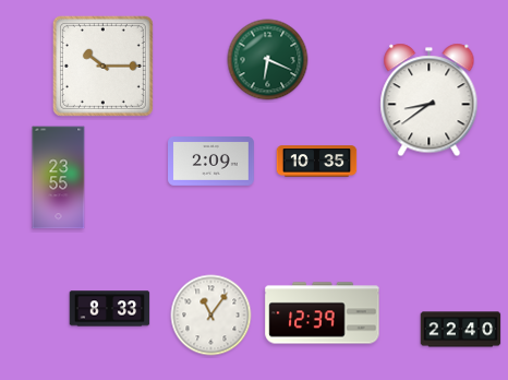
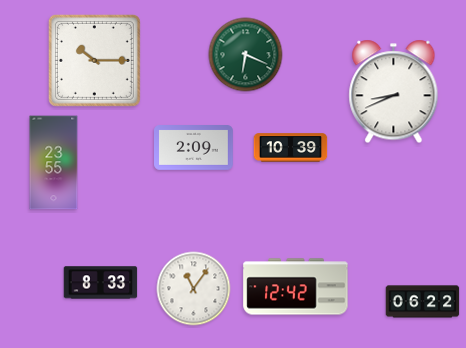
clock at (430, 100): 8:39 -> 8:41
clock at (317, 162): 10:35 -> 10:39
clock at (323, 313): 12:39 -> 12:42
clock at (461, 330): 22:40 -> 06:22
